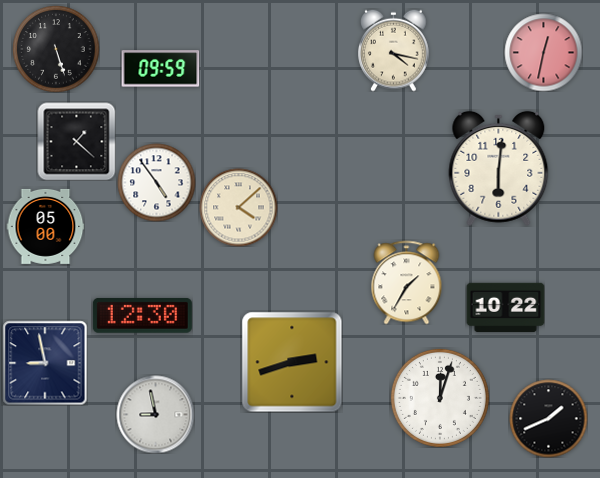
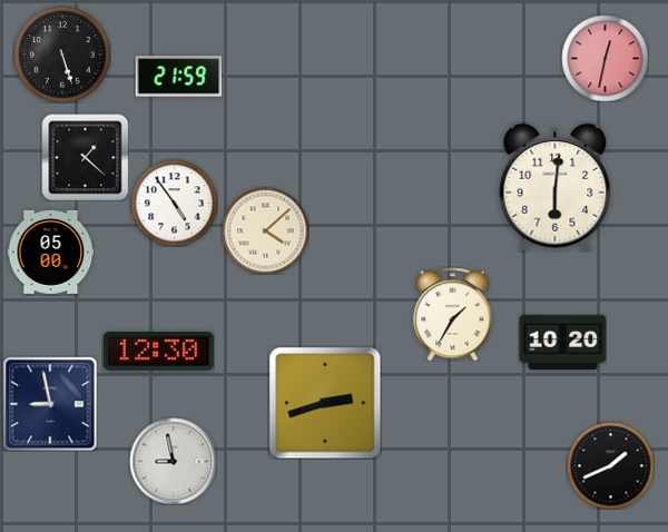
clock at (394, 50): 4:17 -> none
clock at (160, 69): 09:59 -> 21:59
clock at (505, 308): 10:22 -> 10:20
clock at (440, 398): 12:03 -> none
